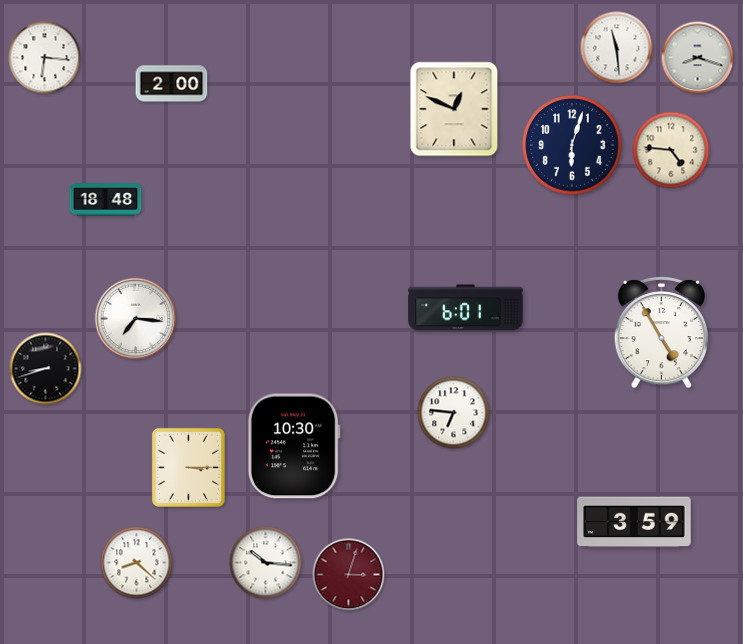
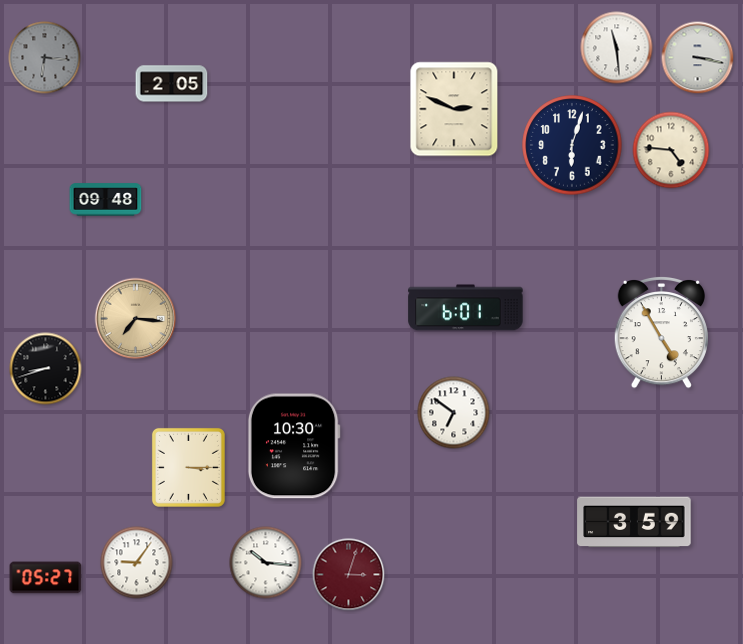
clock at (45, 58) dial: white -> grey
clock at (698, 58): 8:18 -> 3:17
clock at (172, 84): 2:00 -> 2:05
clock at (454, 109): 12:49 -> 2:49
clock at (106, 200): 18:48 -> 09:48
clock at (136, 319) dial: white -> champagne
clock at (454, 413): 6:46 -> 6:51
clock at (137, 563): 8:22 -> 9:06
clock at (46, 578): none -> 05:27
